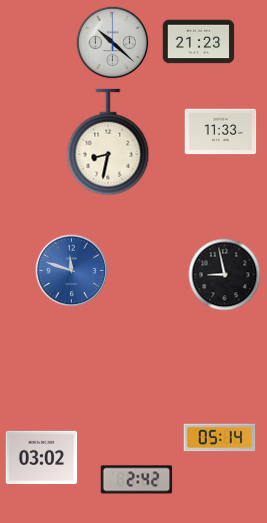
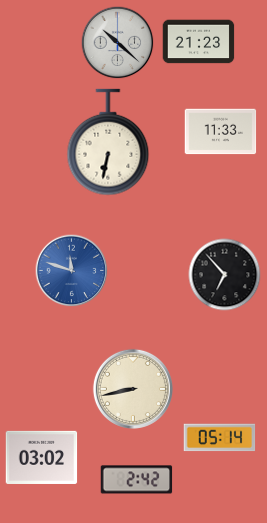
clock at (113, 43) position: (113, 43) -> (118, 43)
clock at (108, 142): 8:32 -> 6:32
clock at (225, 275): 8:58 -> 6:53
clock at (133, 389): none -> 8:43
